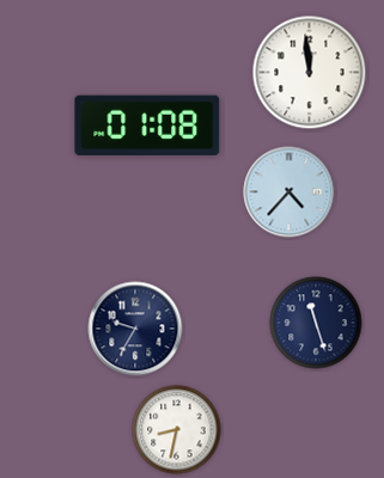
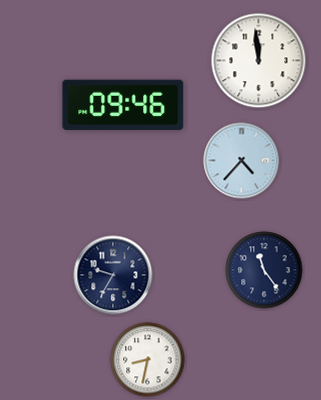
clock at (147, 125): 01:08 -> 09:46
clock at (316, 323): 11:27 -> 11:24
